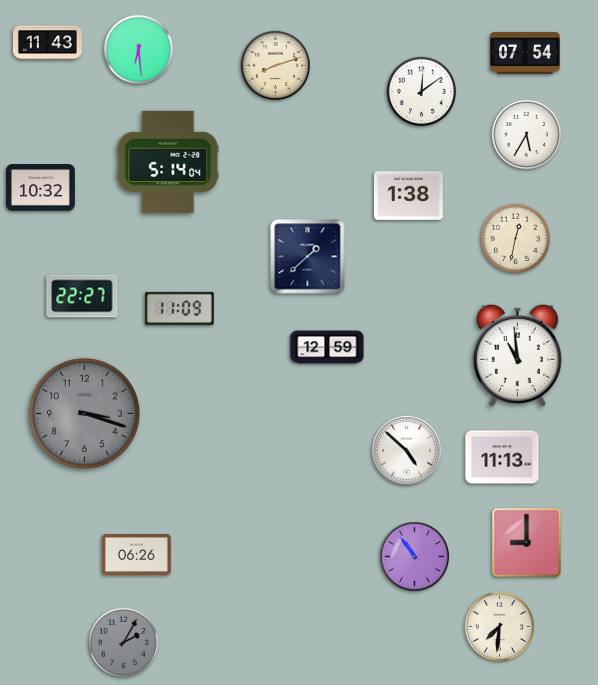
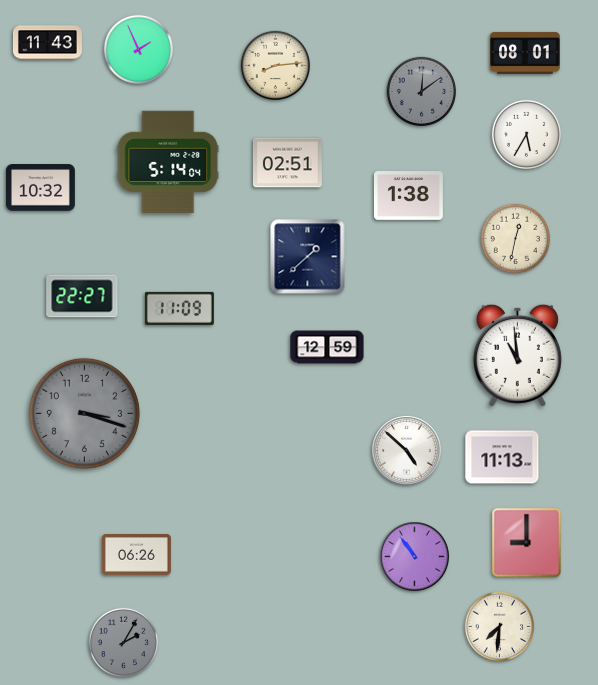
clock at (139, 50): 6:29 -> 1:56
clock at (525, 53): 07:54 -> 08:01
clock at (276, 66): 8:12 -> 8:14
clock at (422, 92) dial: white -> grey
clock at (287, 163): none -> 02:51
